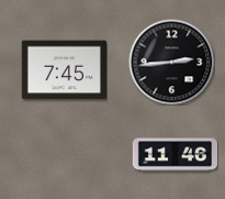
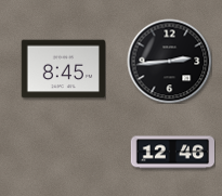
clock at (64, 70): 7:45 -> 8:45
clock at (175, 155): 11:46 -> 12:46
